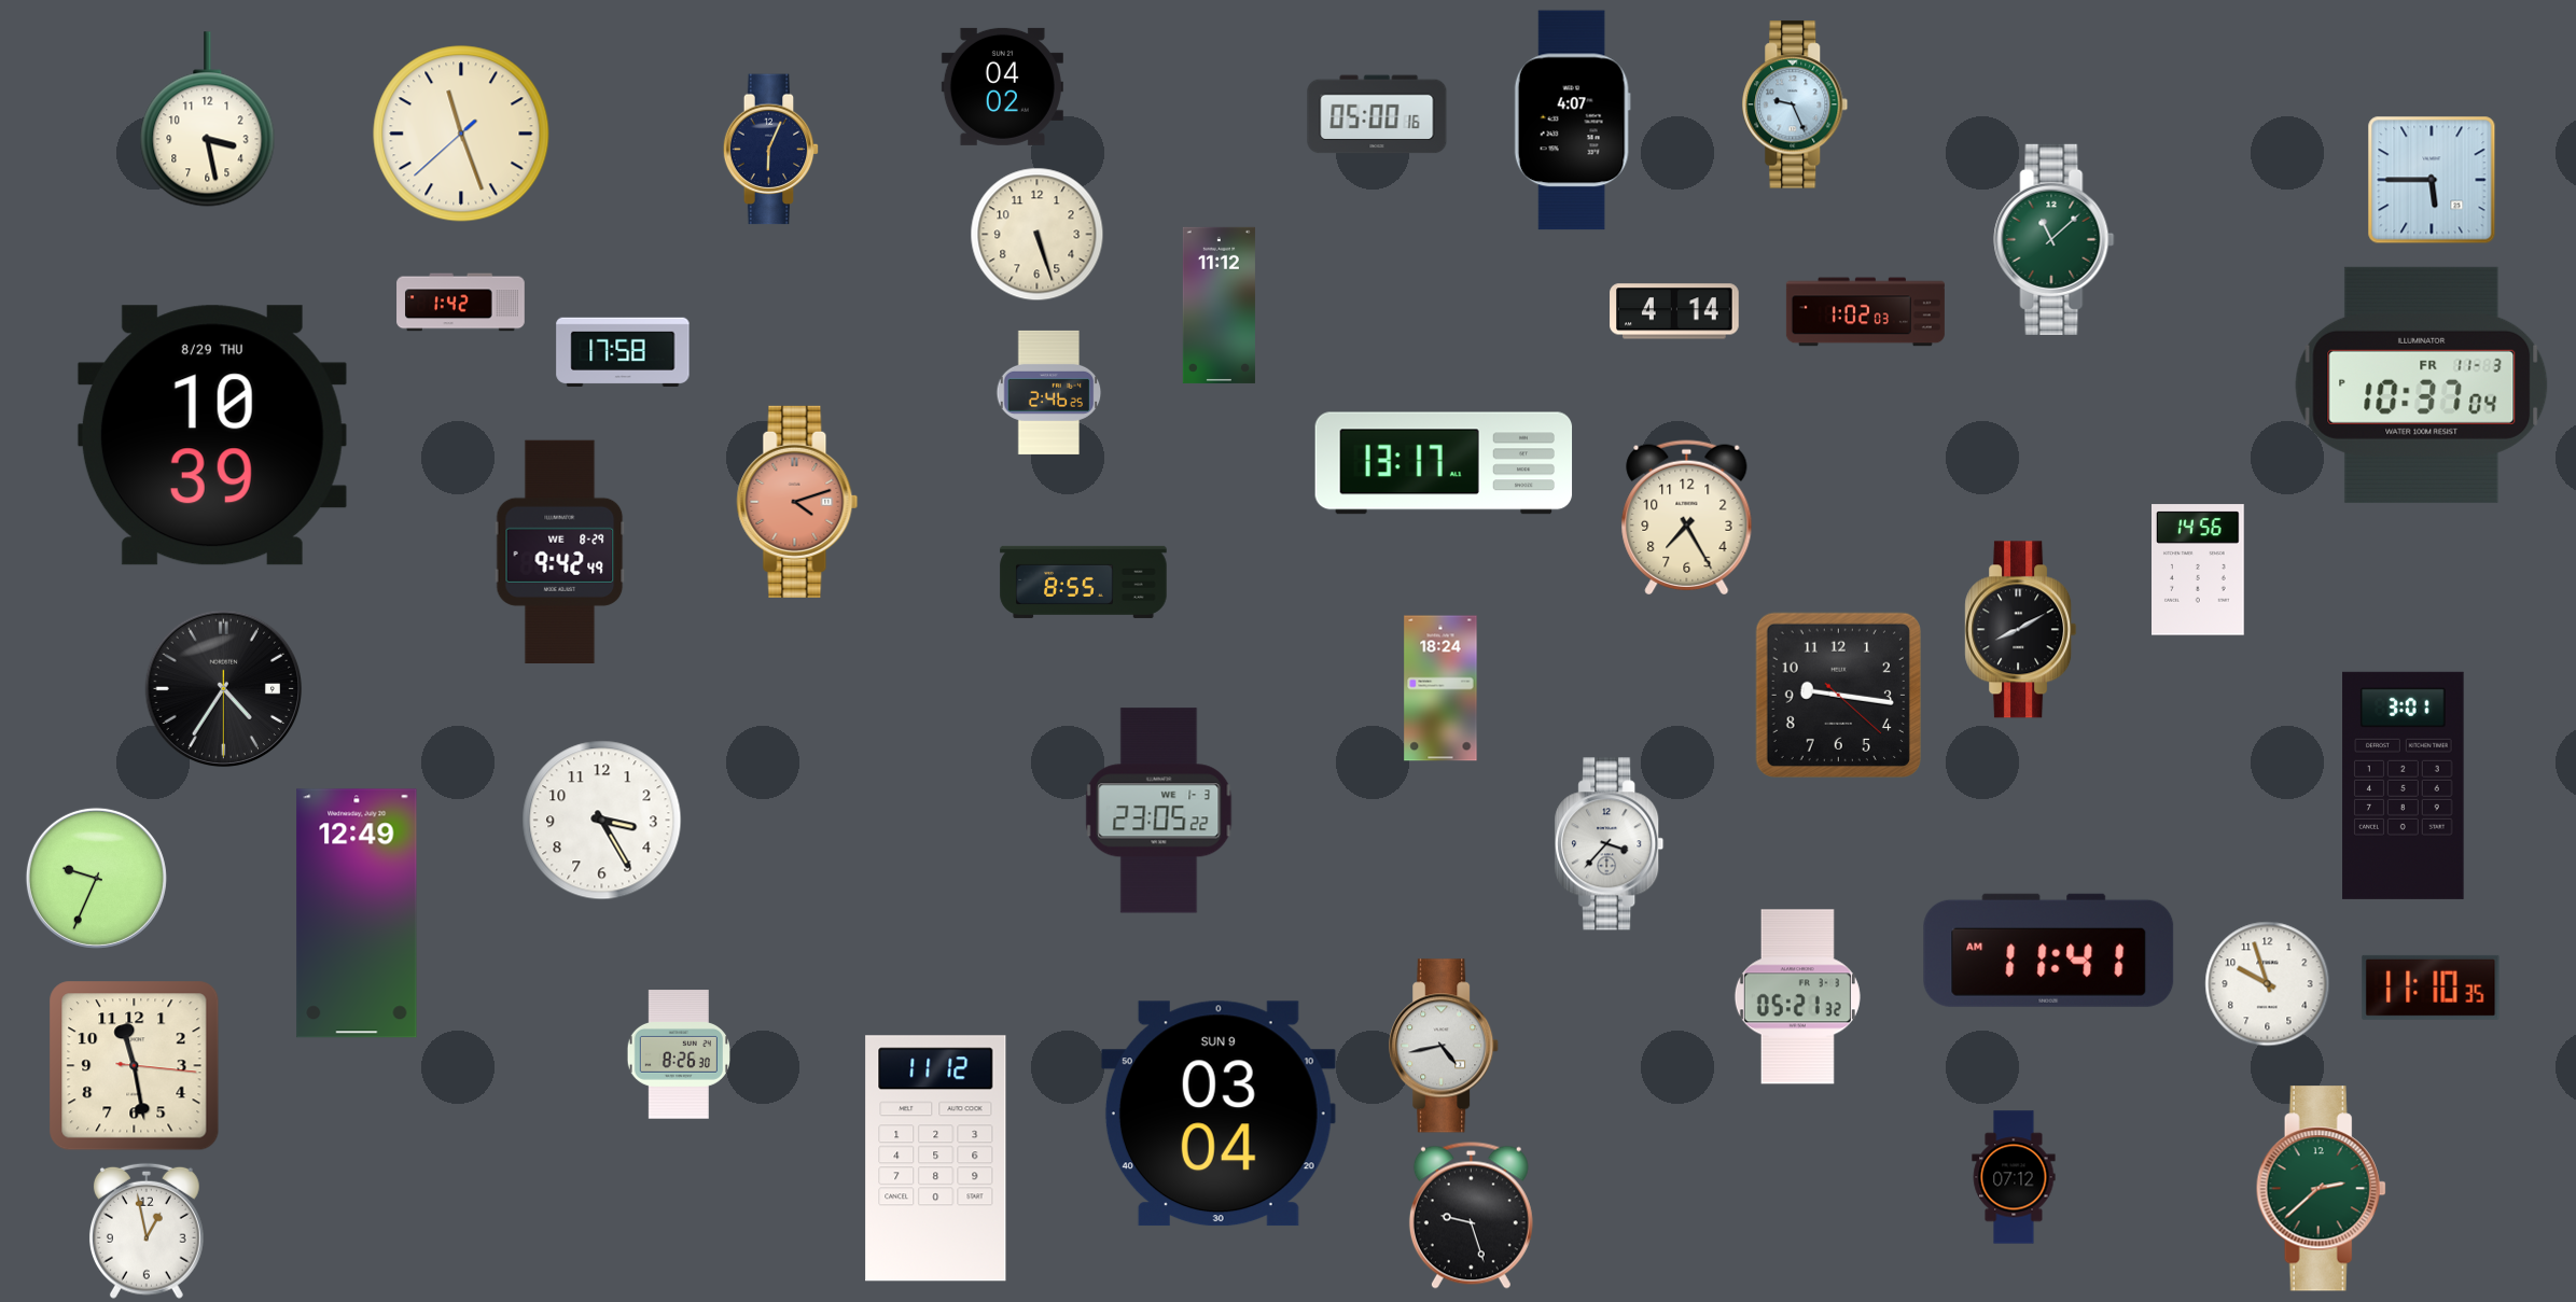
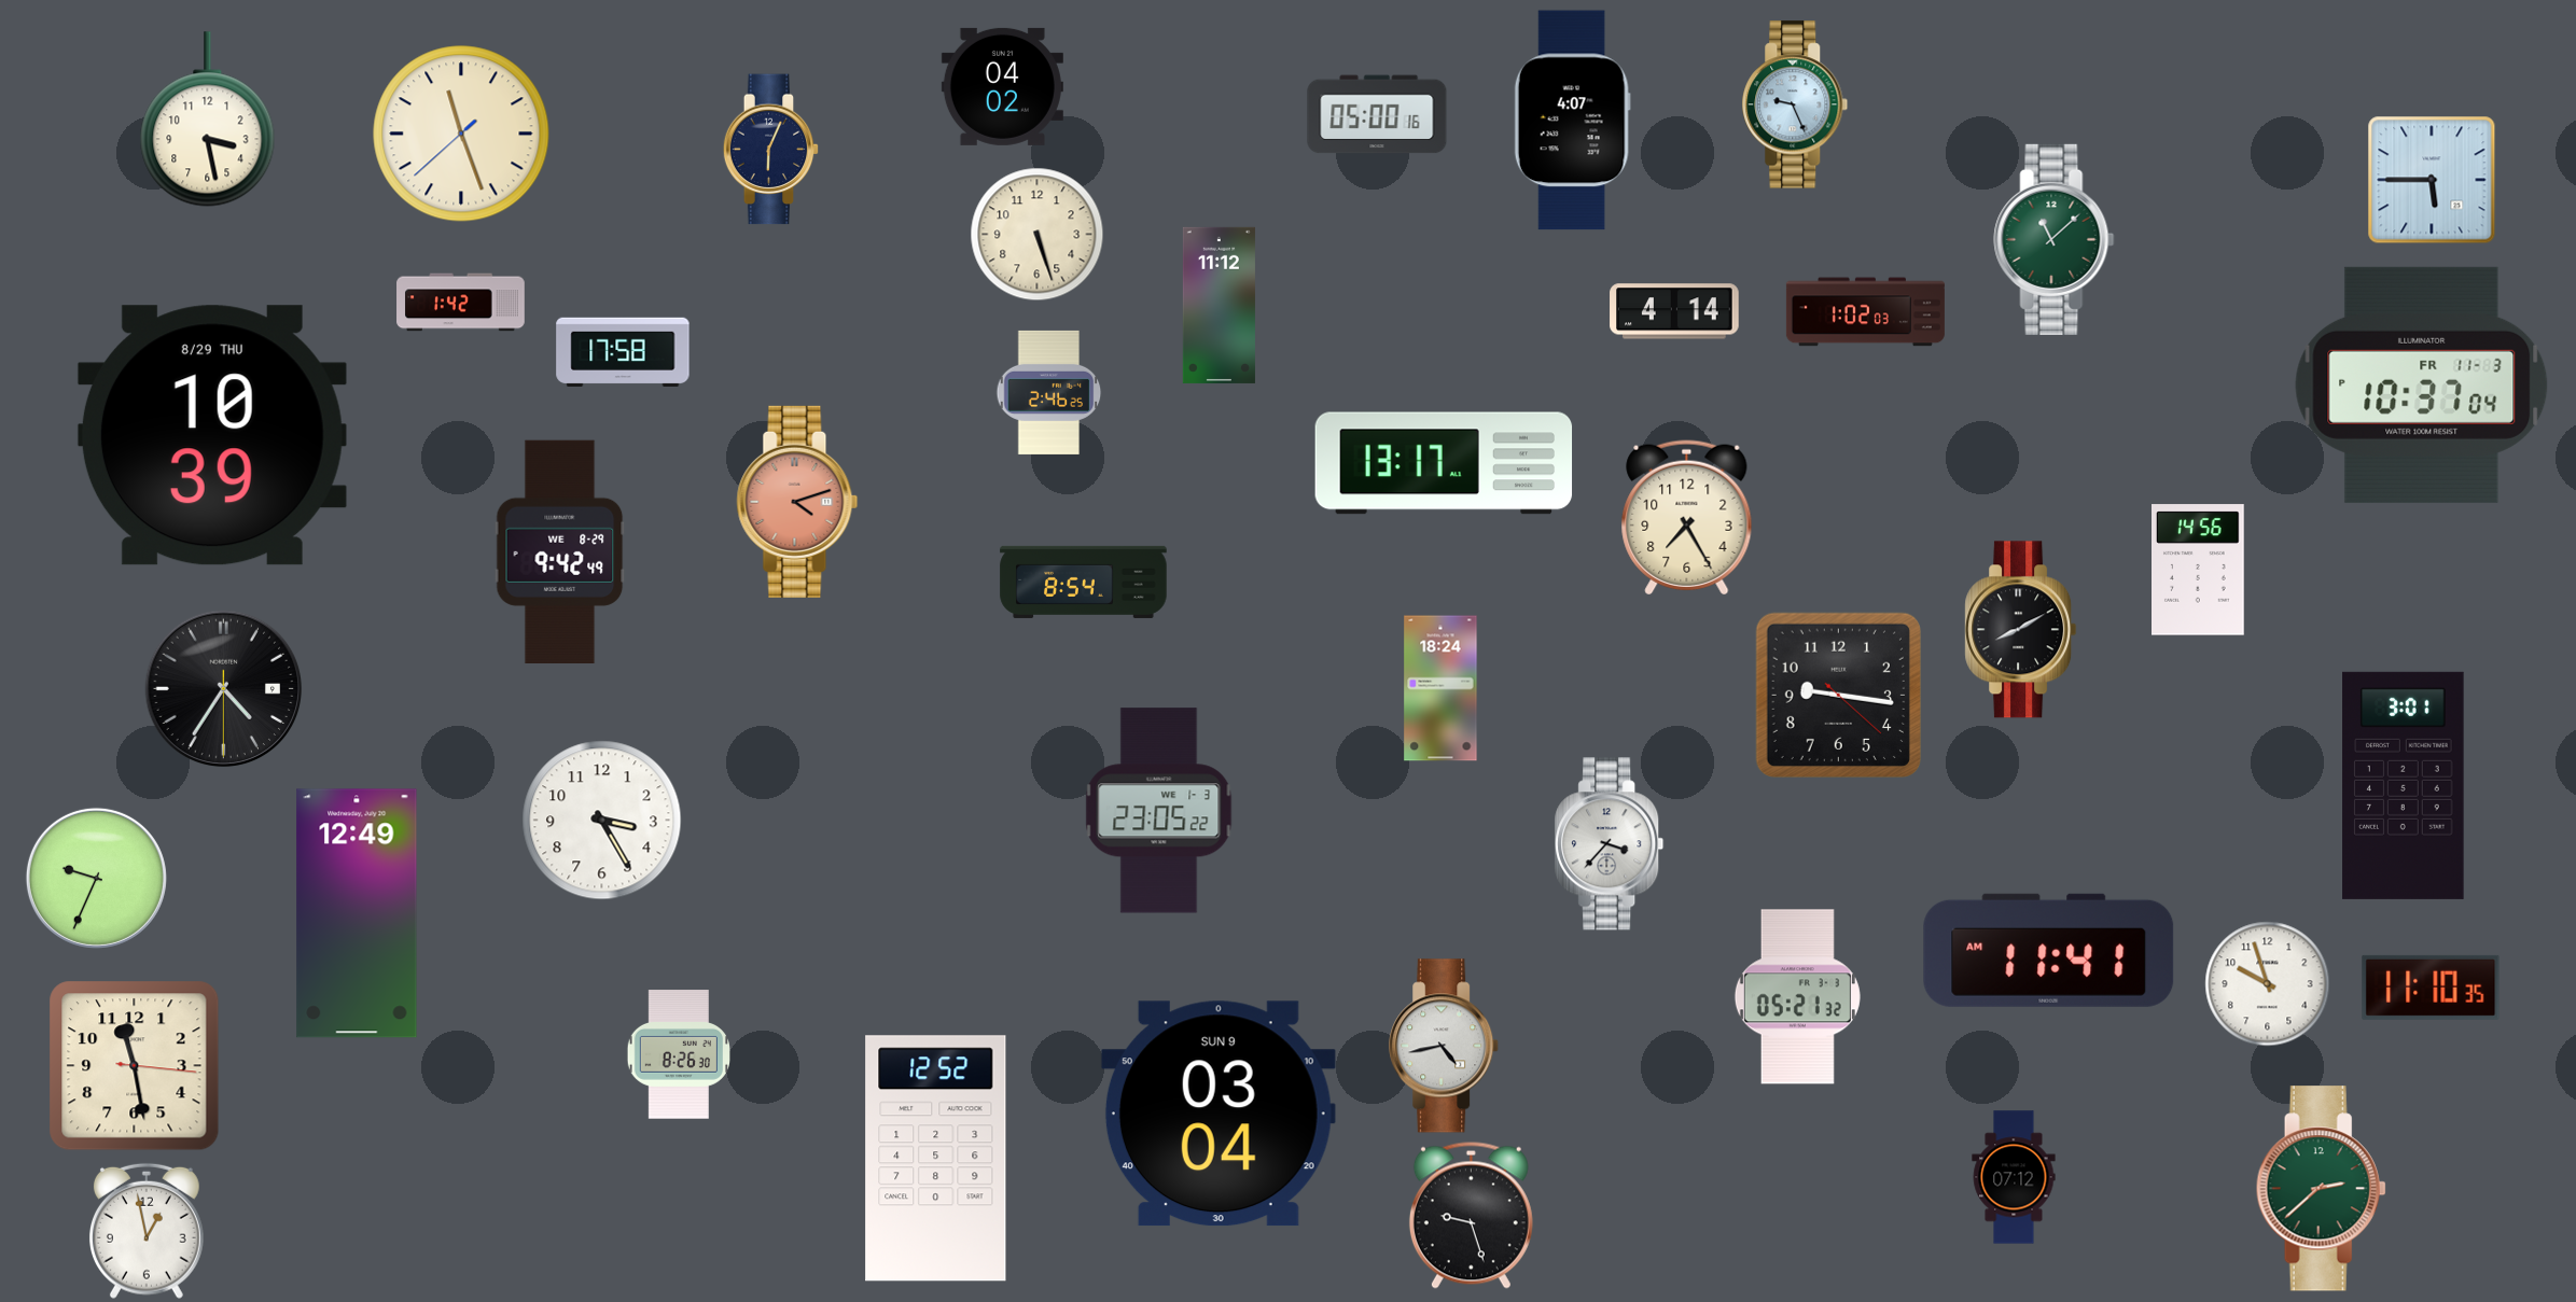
clock at (1084, 582): 8:55 -> 8:54
clock at (936, 1159): 11:12 -> 12:52
